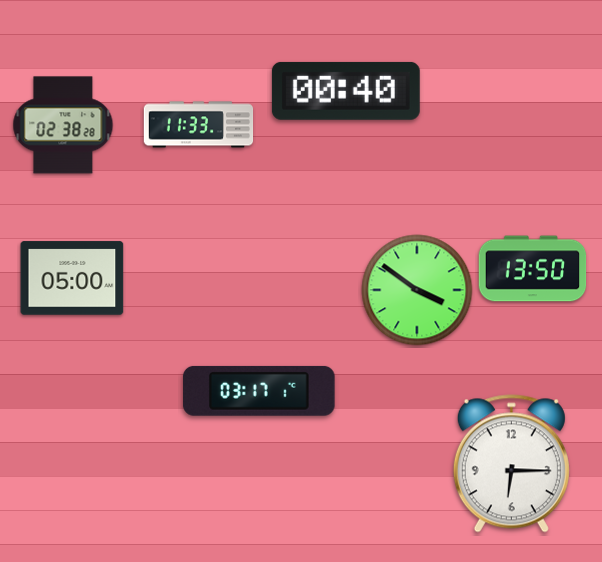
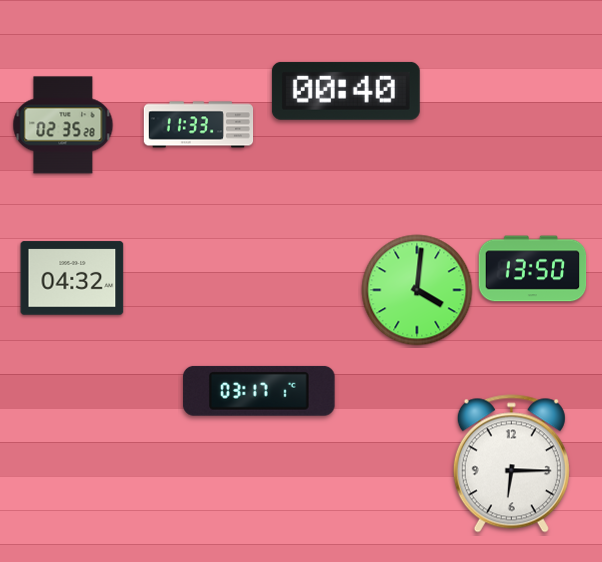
clock at (63, 125): 02:38 -> 02:35
clock at (72, 278): 05:00 -> 04:32
clock at (417, 290): 3:51 -> 4:01
